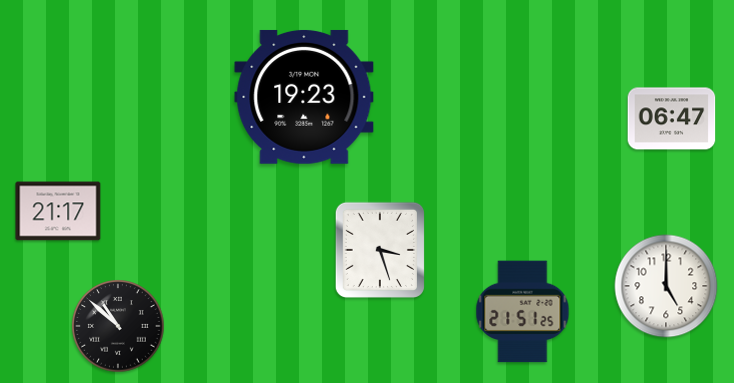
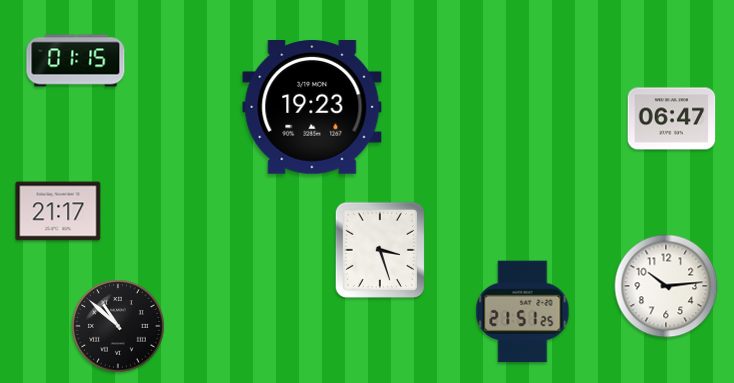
clock at (76, 61): none -> 01:15
clock at (304, 97) position: (304, 97) -> (312, 107)
clock at (666, 286): 5:00 -> 10:14
